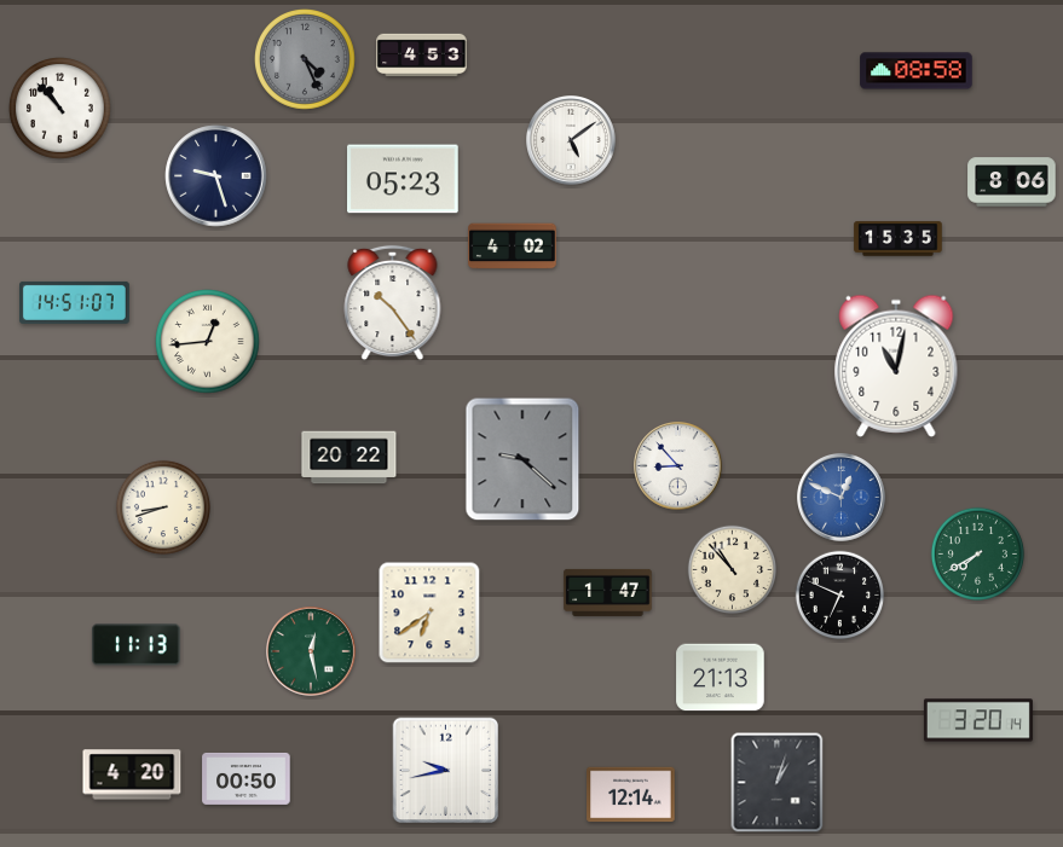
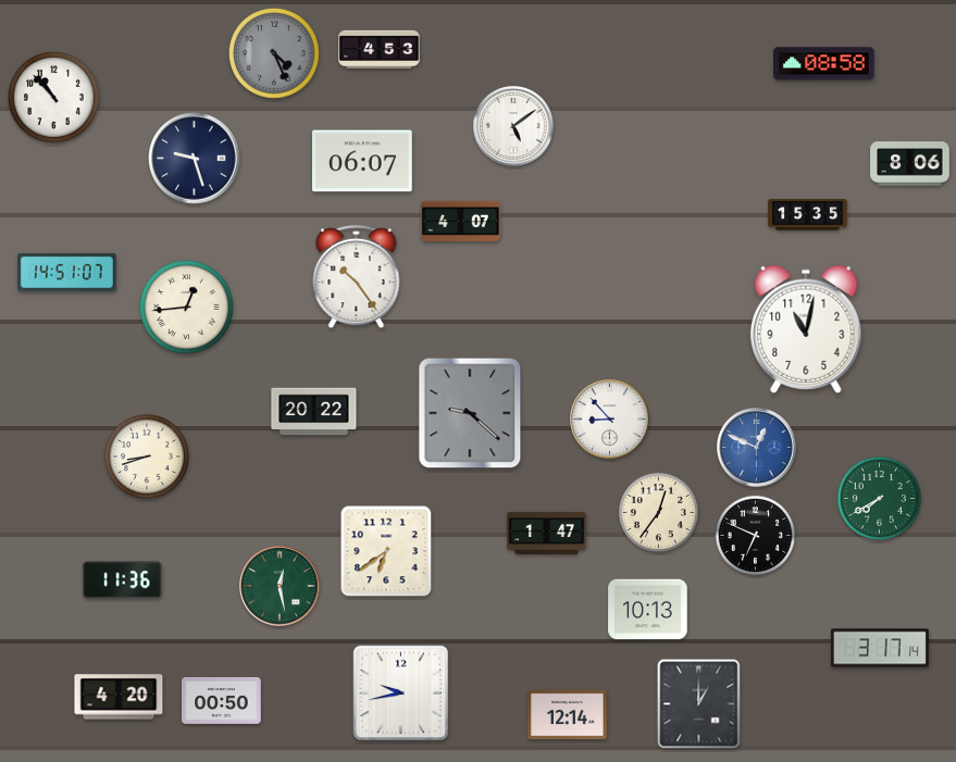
clock at (404, 179): 05:23 -> 06:07
clock at (513, 246): 4:02 -> 4:07
clock at (393, 303) position: (393, 303) -> (357, 277)
clock at (733, 570): 10:53 -> 12:36
clock at (137, 645): 11:13 -> 11:36
clock at (721, 678): 21:13 -> 10:13
clock at (978, 720): 3:20 -> 3:17
clock at (778, 783): 1:03 -> 1:00
